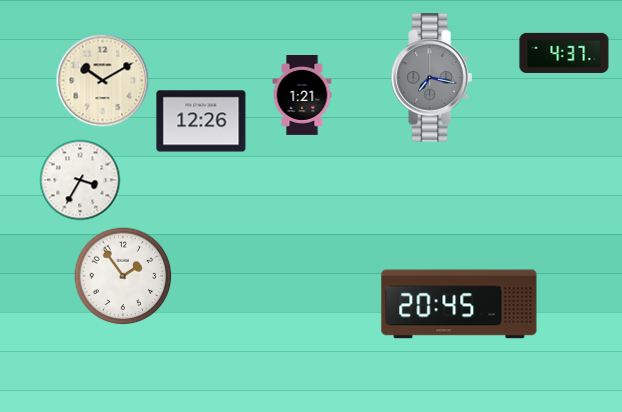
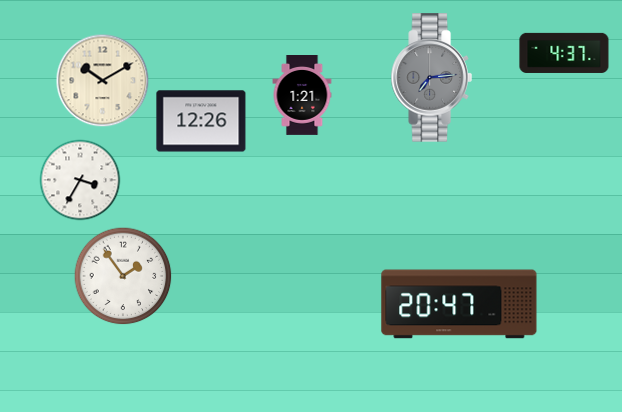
clock at (431, 78): 7:17 -> 7:14
clock at (459, 304): 20:45 -> 20:47
